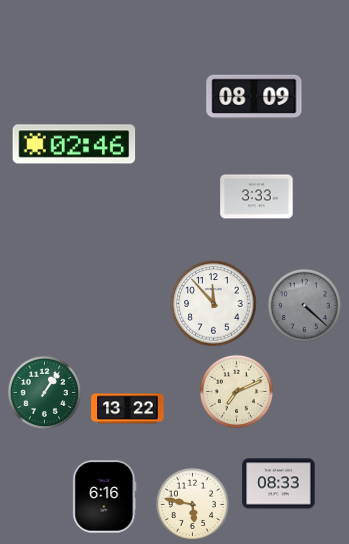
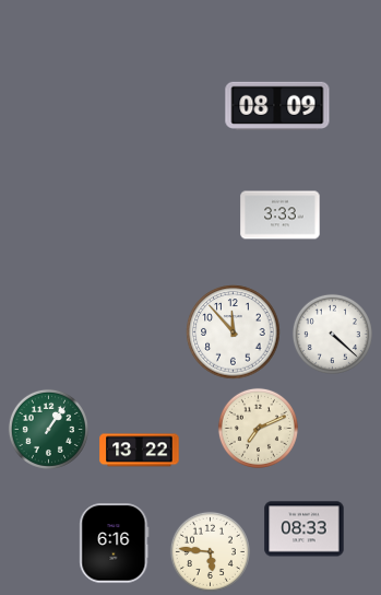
clock at (74, 144): 02:46 -> none
clock at (304, 305) dial: grey -> white
clock at (128, 409) position: (128, 409) -> (140, 451)
clock at (192, 504): 5:47 -> 5:46
